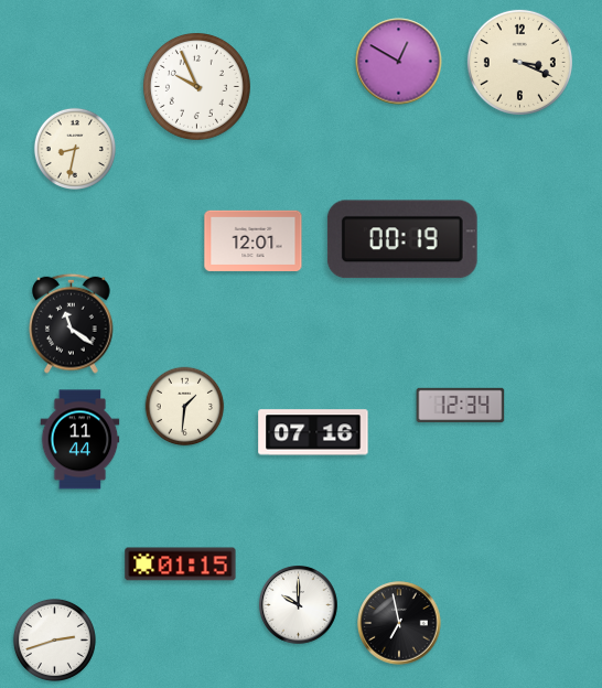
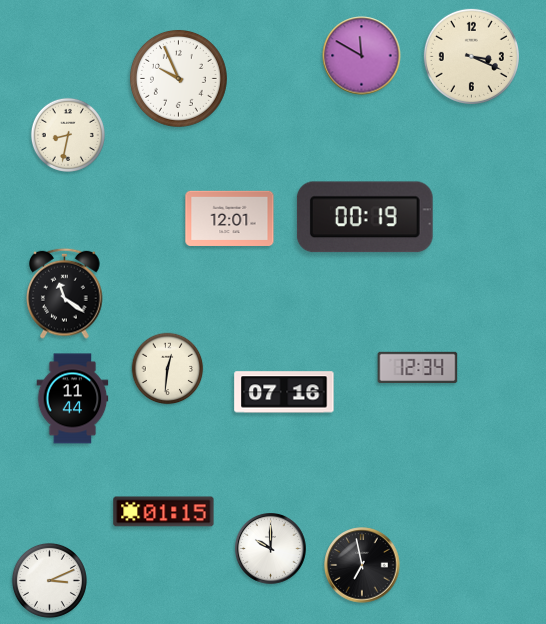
clock at (399, 62): 12:50 -> 11:50
clock at (185, 407): 1:31 -> 12:31
clock at (54, 639): 2:42 -> 3:11
